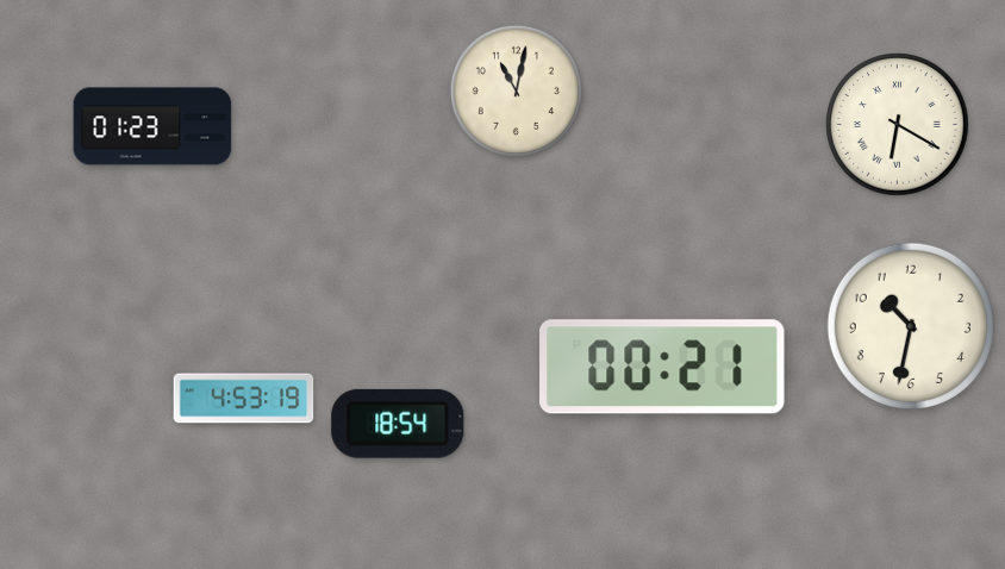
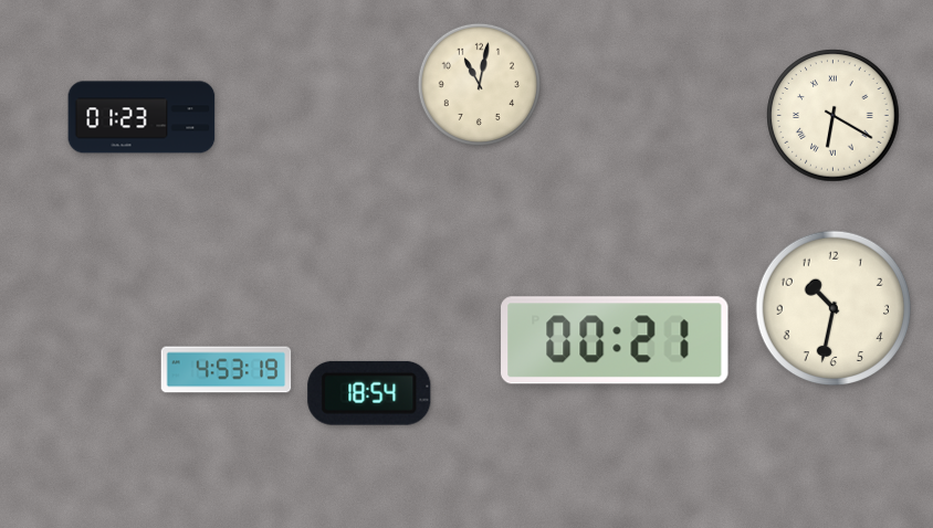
clock at (910, 325) position: (910, 325) -> (832, 307)
